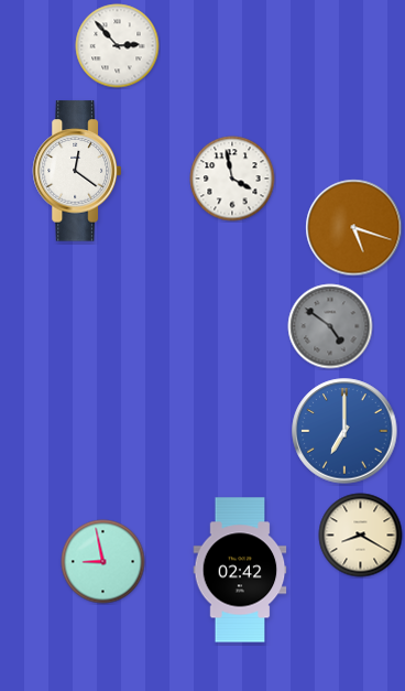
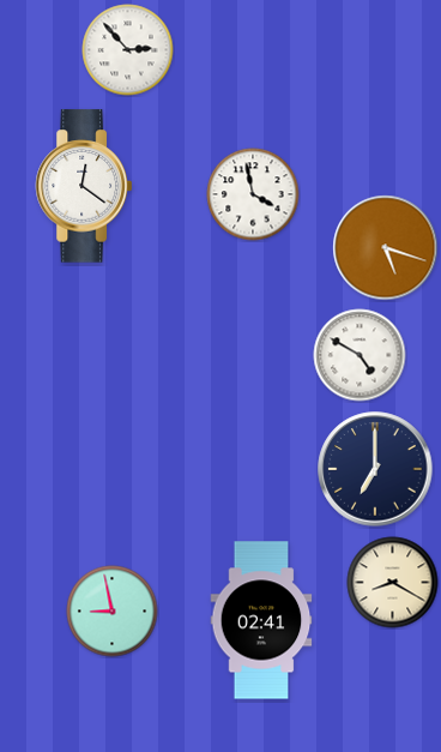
clock at (330, 326): 4:51 -> 4:50
clock at (330, 326) dial: grey -> white
clock at (344, 431) dial: blue -> navy
clock at (240, 570): 02:42 -> 02:41
